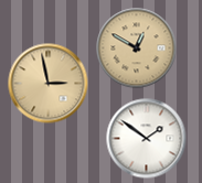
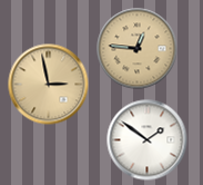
clock at (137, 49): 12:50 -> 12:46
